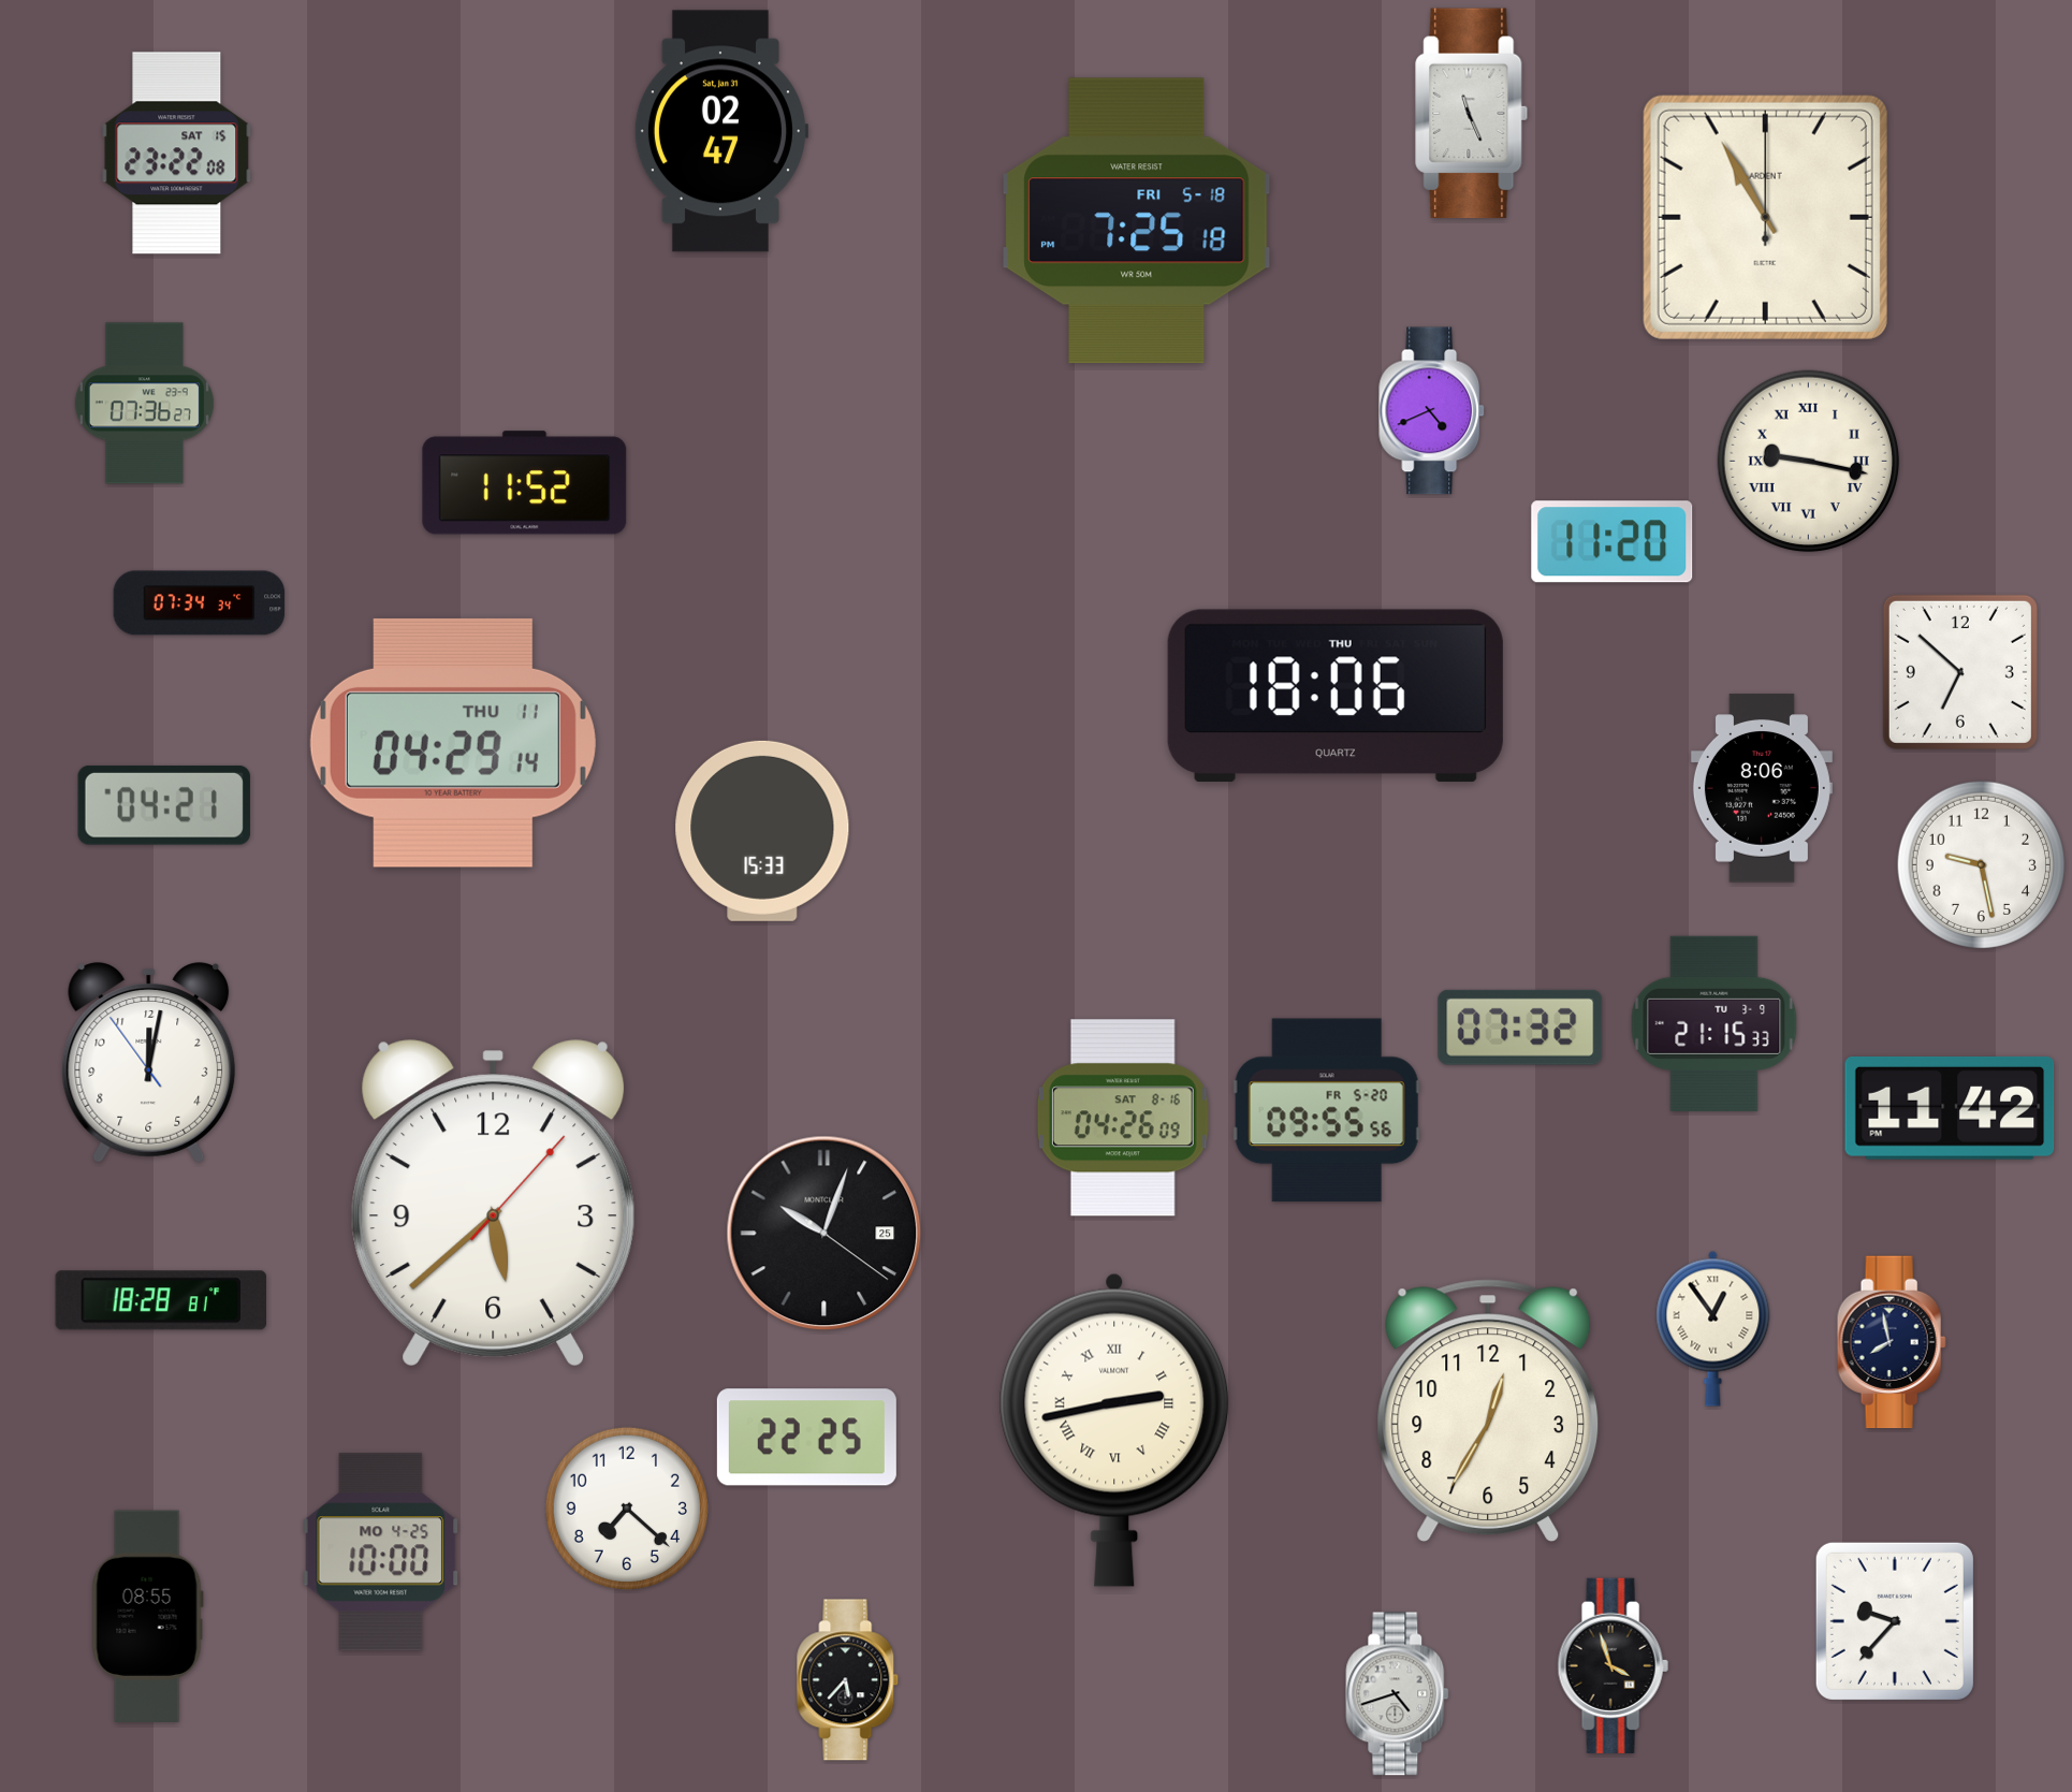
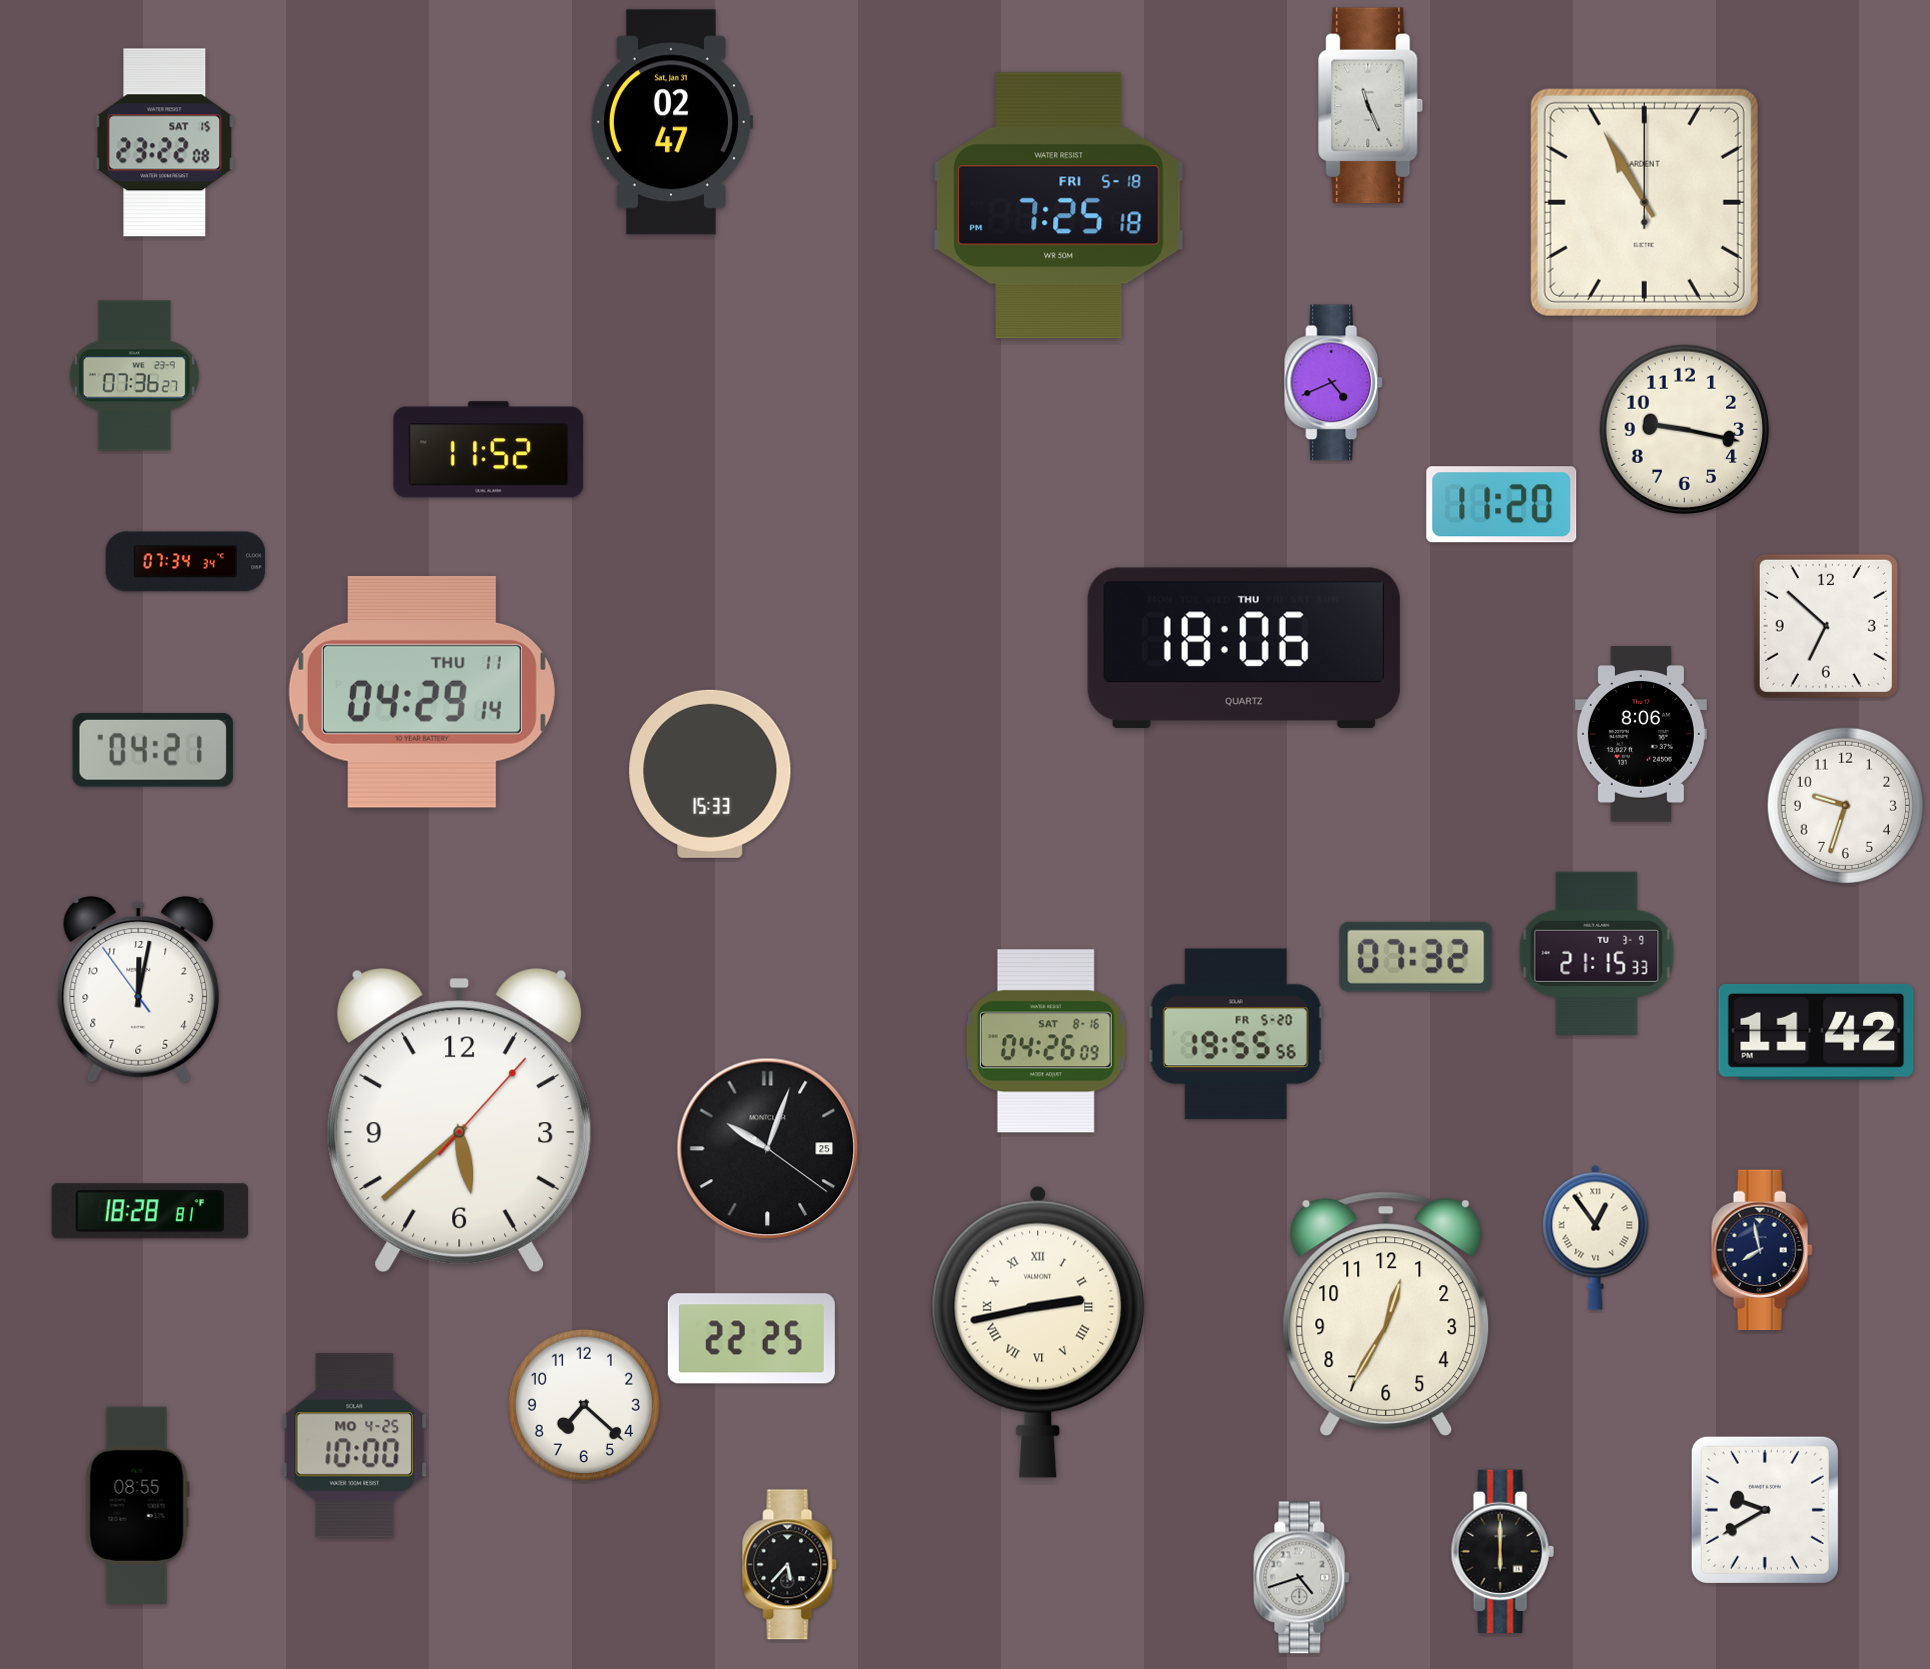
clock at (1809, 462) numerals: Roman -> Arabic
clock at (1981, 864): 9:28 -> 9:33
clock at (1327, 1110): 09:55 -> 19:55
clock at (1895, 1621): 9:37 -> 9:40
clock at (1613, 1665): 3:57 -> 6:00
